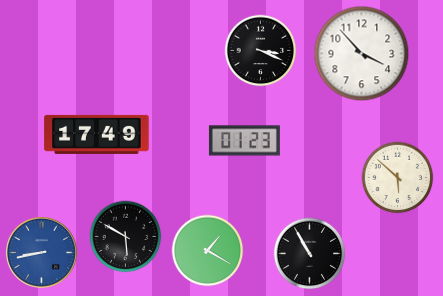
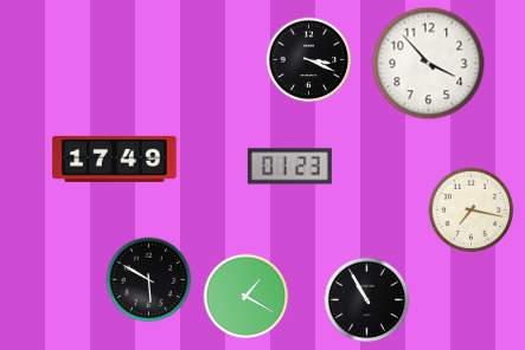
clock at (398, 178): 5:52 -> 7:17
clock at (41, 252): 8:43 -> none
